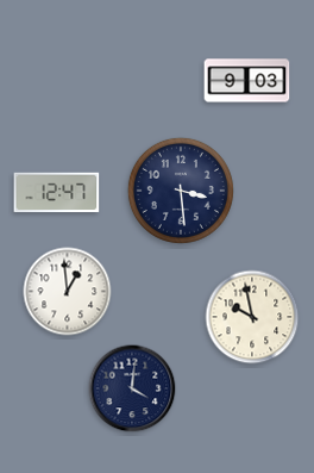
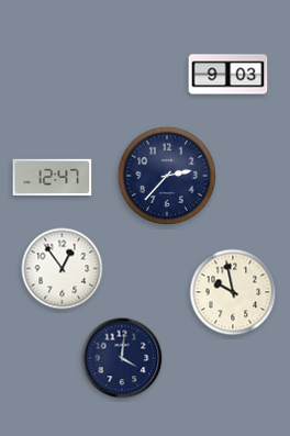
clock at (181, 191): 3:29 -> 2:37
clock at (68, 292): 12:59 -> 12:54
